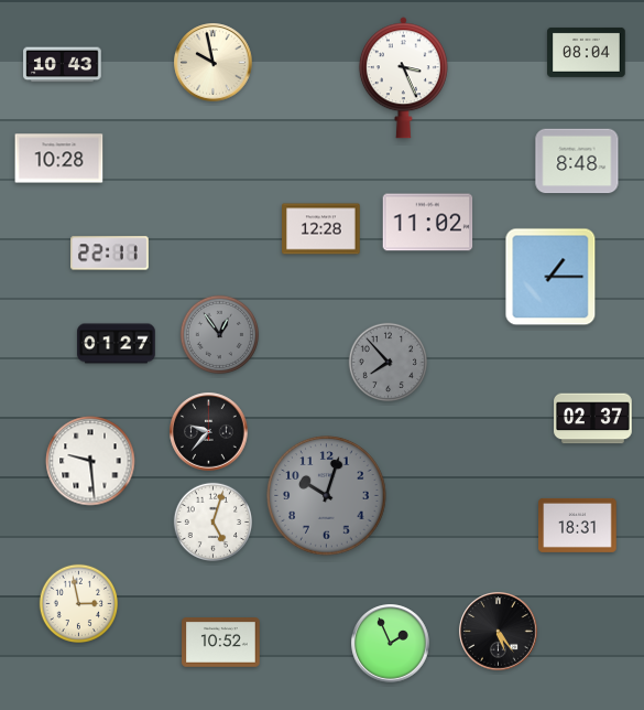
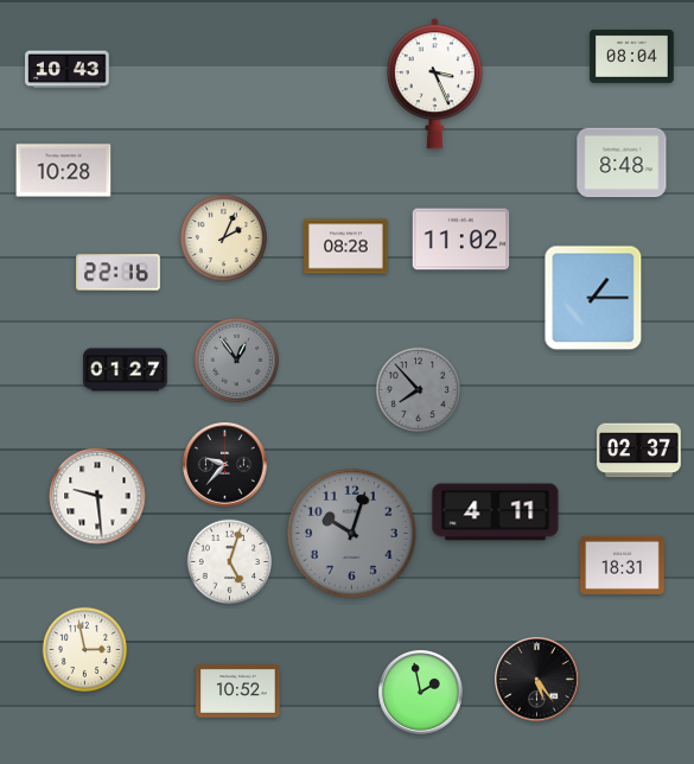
clock at (214, 63): 9:58 -> none
clock at (577, 161) position: (577, 161) -> (622, 163)
clock at (223, 237): none -> 2:04
clock at (321, 229): 12:28 -> 08:28
clock at (110, 254): 22:11 -> 22:16
clock at (496, 512): none -> 4:11
clock at (391, 644): 1:56 -> 1:58
